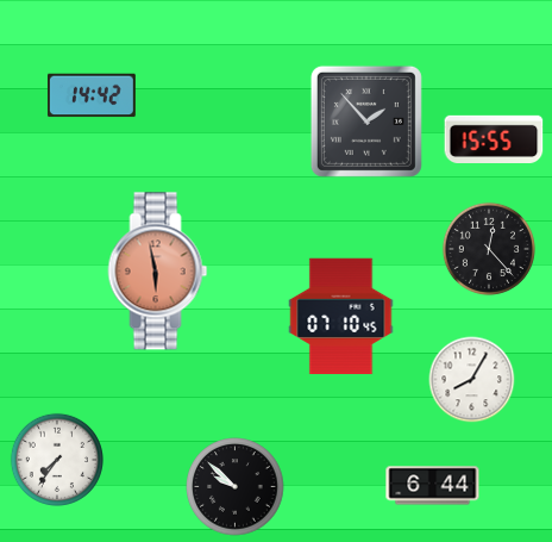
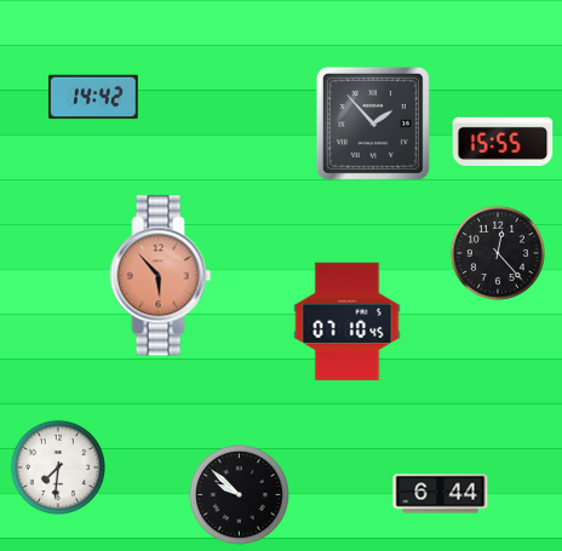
clock at (158, 272): 5:58 -> 5:53
clock at (472, 380): 8:05 -> none
clock at (57, 460): 7:36 -> 7:31
